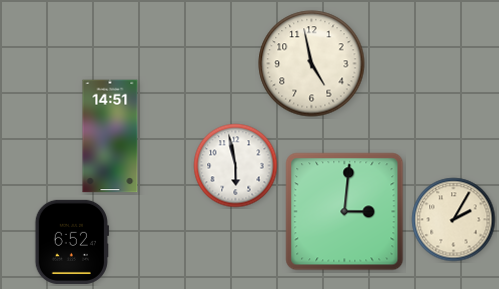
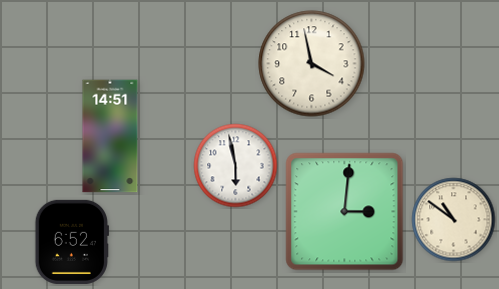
clock at (312, 64): 4:58 -> 3:58
clock at (454, 220): 2:05 -> 10:51
